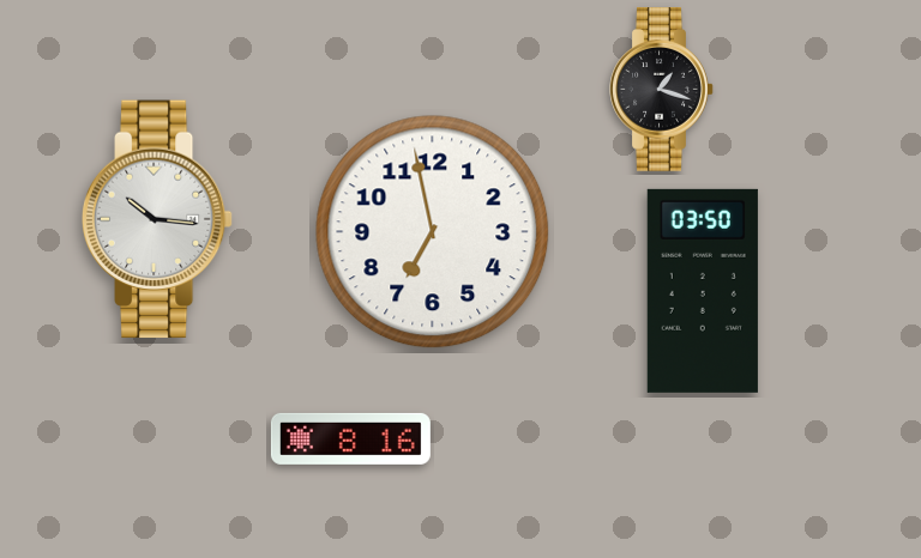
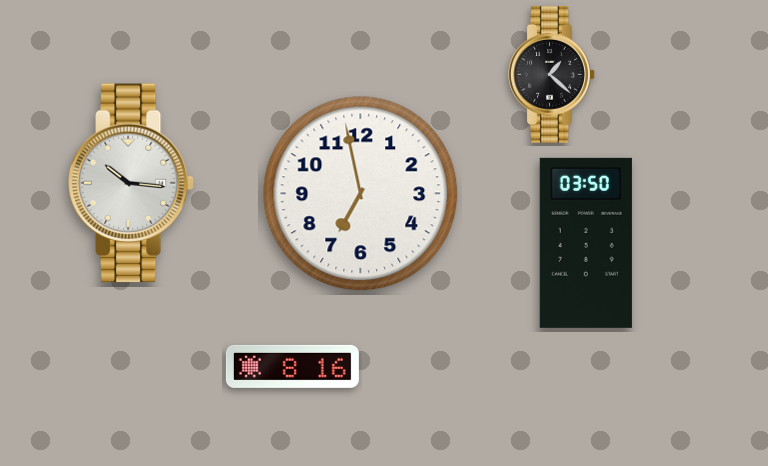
clock at (662, 90): 1:18 -> 1:22
